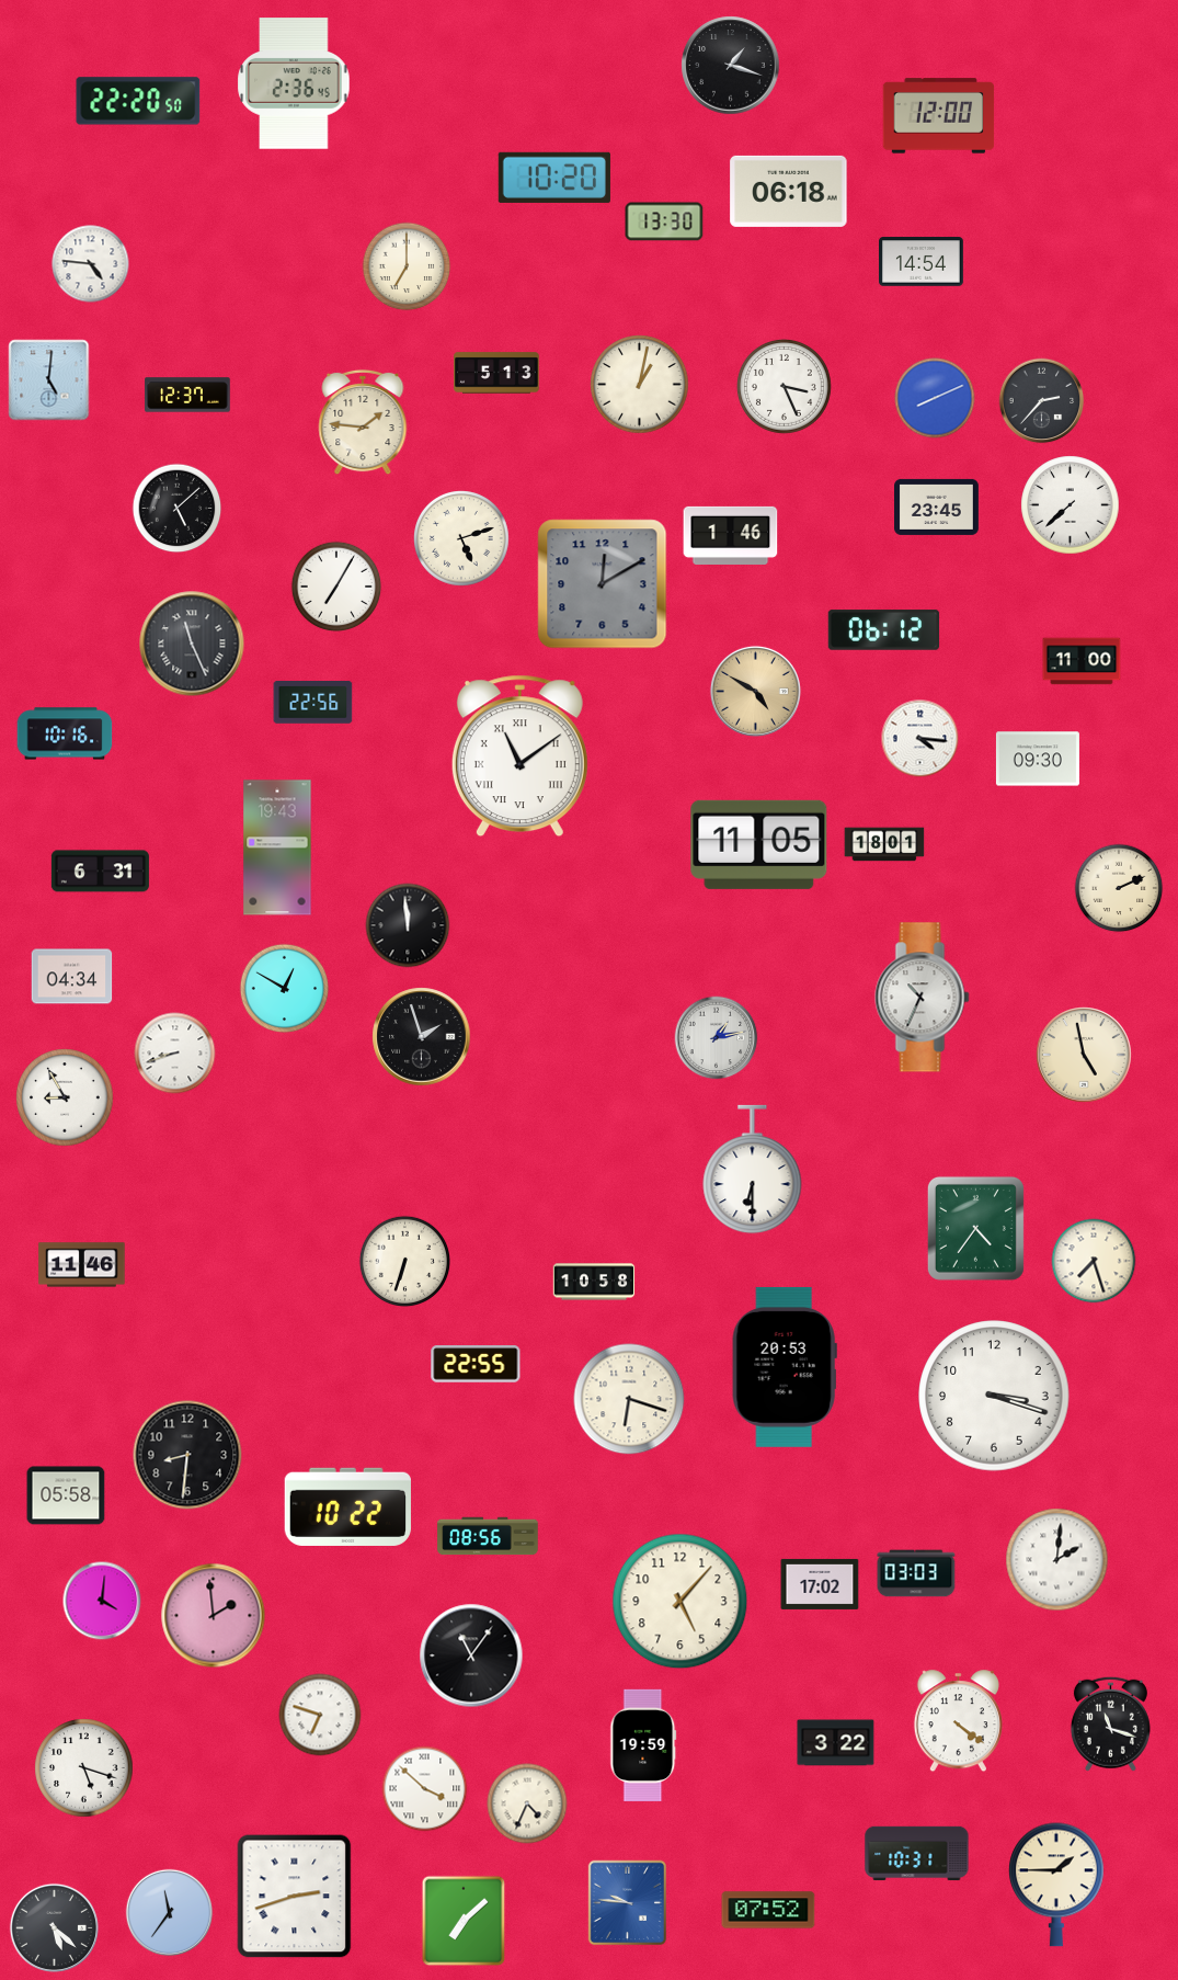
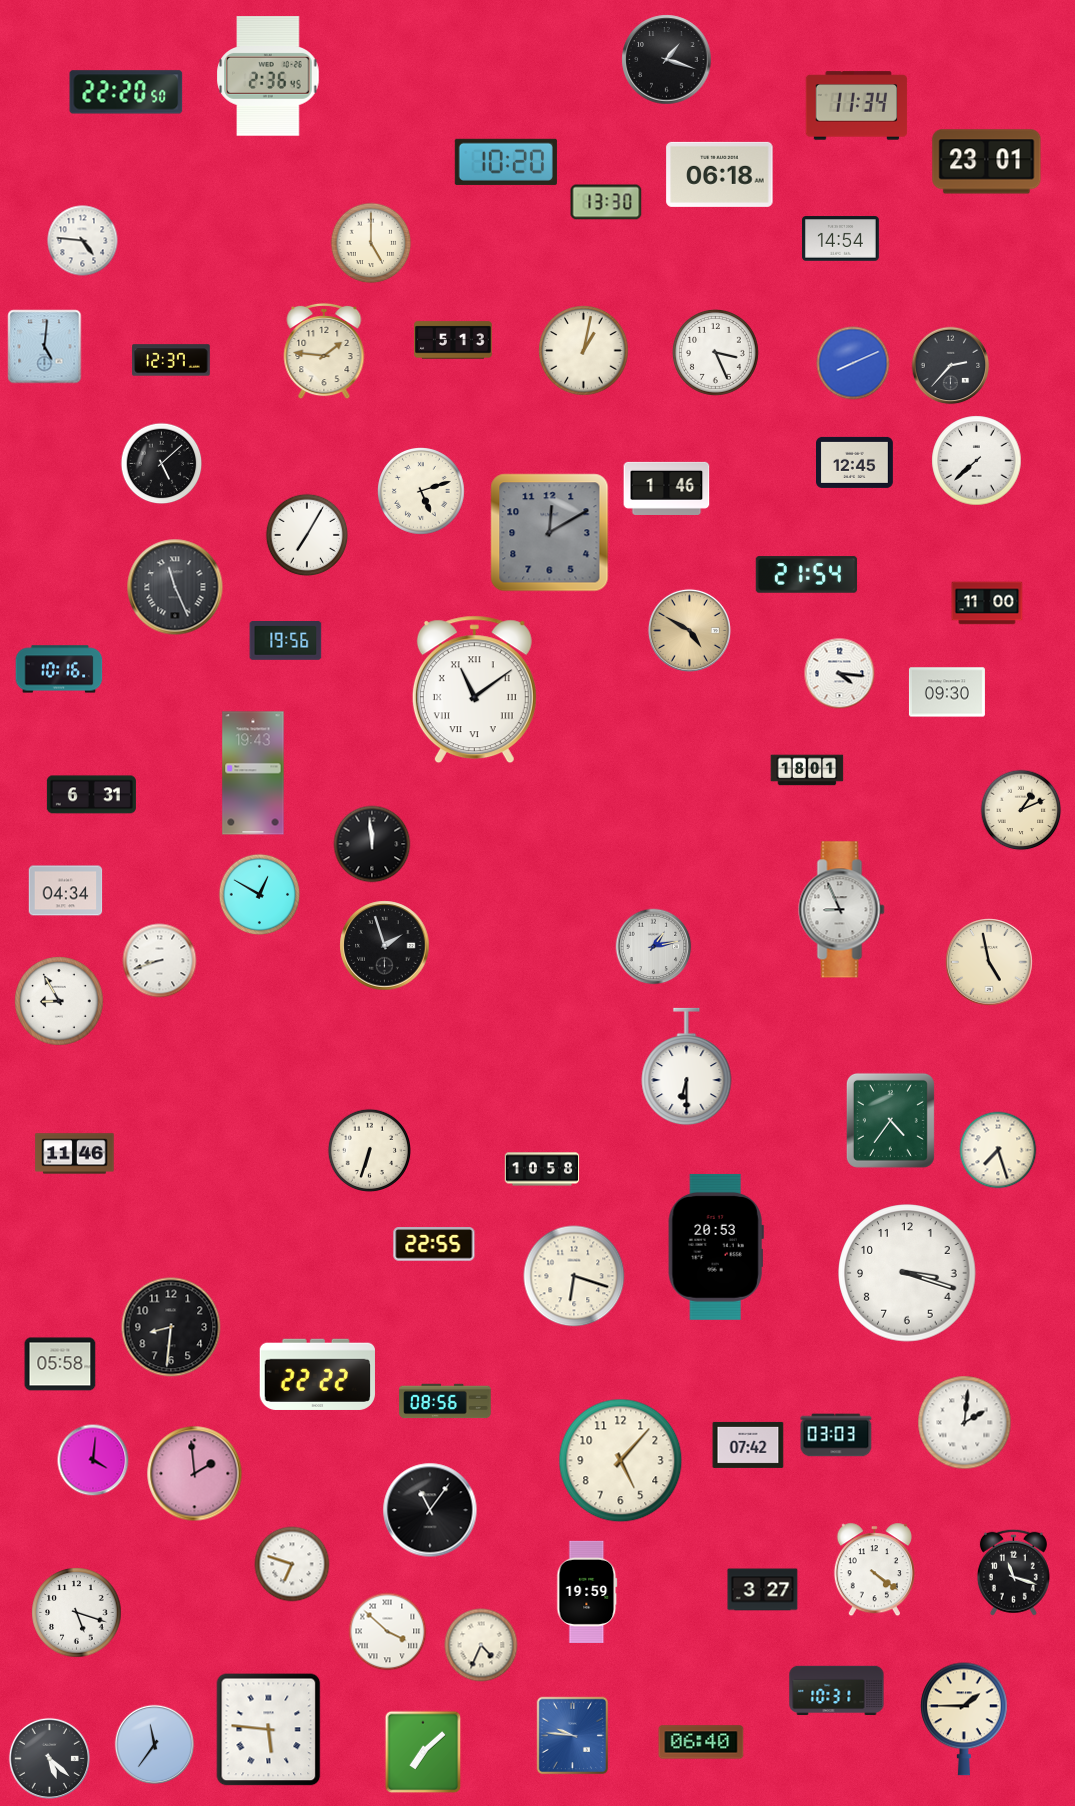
clock at (939, 116): 12:00 -> 11:34
clock at (987, 162): none -> 23:01
clock at (407, 266): 7:00 -> 5:00
clock at (363, 422) position: (363, 422) -> (324, 351)
clock at (937, 507): 23:45 -> 12:45
clock at (884, 630): 06:12 -> 21:54
clock at (313, 703): 22:56 -> 19:56
clock at (759, 844): 11:05 -> none
clock at (1119, 888): 2:11 -> 1:11
clock at (285, 989) position: (285, 989) -> (260, 895)
clock at (923, 998): 10:34 -> 8:56
clock at (347, 1506): 10:22 -> 22:22
clock at (820, 1584): 17:02 -> 07:42
clock at (836, 1743): 3:22 -> 3:27
clock at (295, 1897): 2:42 -> 5:46
clock at (768, 1910): 07:52 -> 06:40
